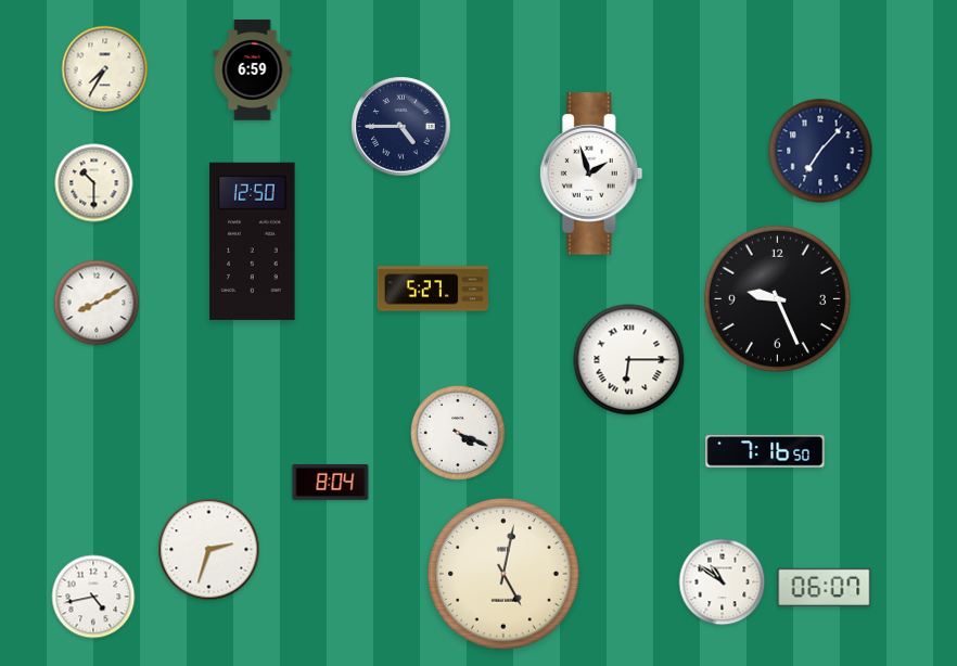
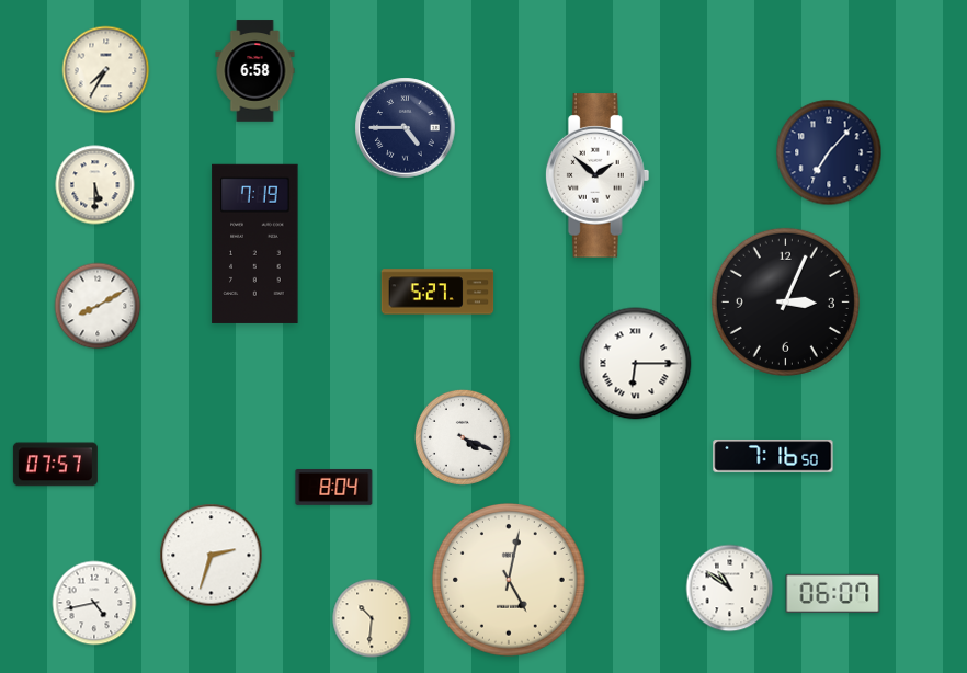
clock at (253, 71): 6:59 -> 6:58
clock at (591, 174): 1:57 -> 1:52
clock at (94, 183): 10:30 -> 5:30
clock at (253, 241): 12:50 -> 7:19
clock at (777, 298): 9:26 -> 3:04
clock at (55, 465): none -> 07:57
clock at (372, 618): none -> 10:31
